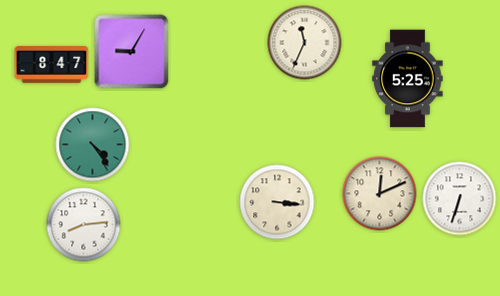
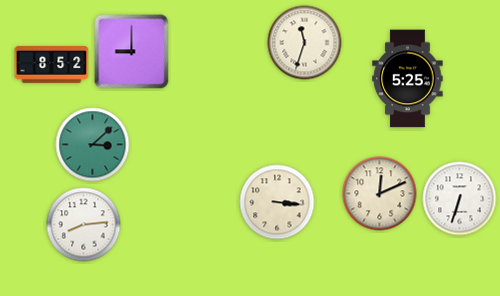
clock at (305, 43): 11:34 -> 11:33
clock at (132, 52): 9:05 -> 9:00
clock at (52, 65): 8:47 -> 8:52
clock at (93, 145): 4:24 -> 3:08
